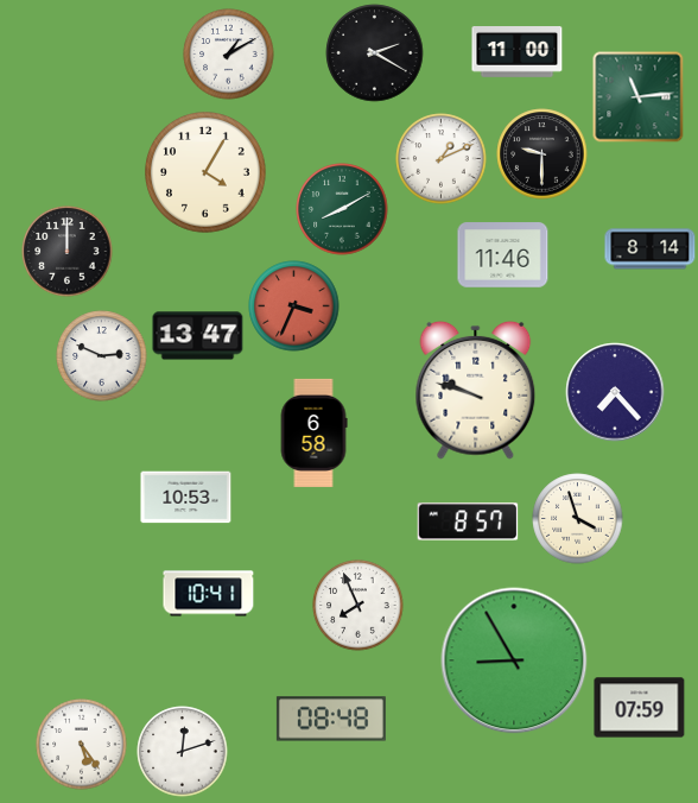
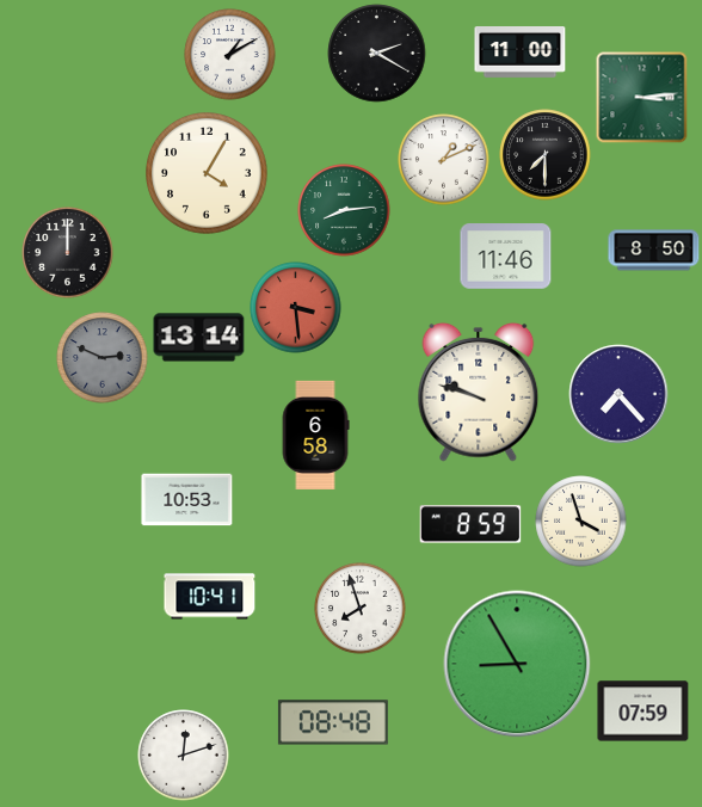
clock at (639, 97): 11:14 -> 3:14
clock at (542, 154): 9:30 -> 7:30
clock at (342, 209): 8:10 -> 8:14
clock at (651, 249): 8:14 -> 8:50
clock at (294, 306): 3:34 -> 3:29
clock at (198, 336): 13:47 -> 13:14
clock at (102, 356) dial: white -> grey
clock at (468, 521): 8:57 -> 8:59
clock at (358, 606): 7:56 -> 7:57
clock at (82, 745): 5:24 -> none
